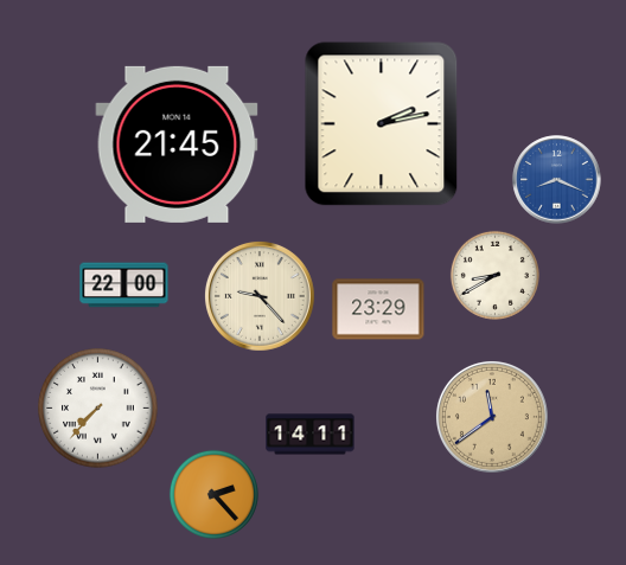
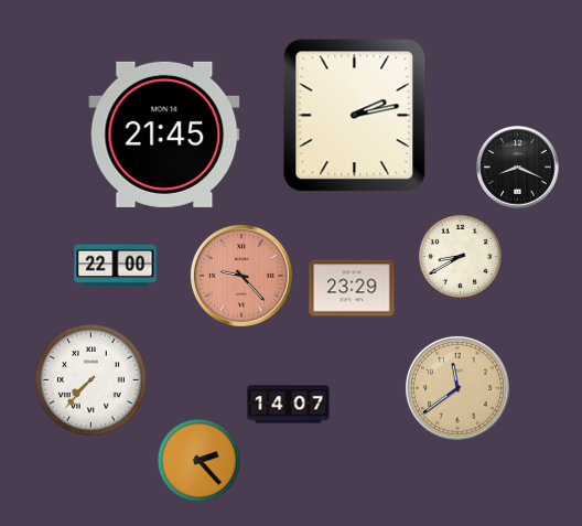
clock at (557, 180) dial: blue -> black
clock at (260, 296) dial: cream -> salmon
clock at (311, 435): 14:11 -> 14:07
